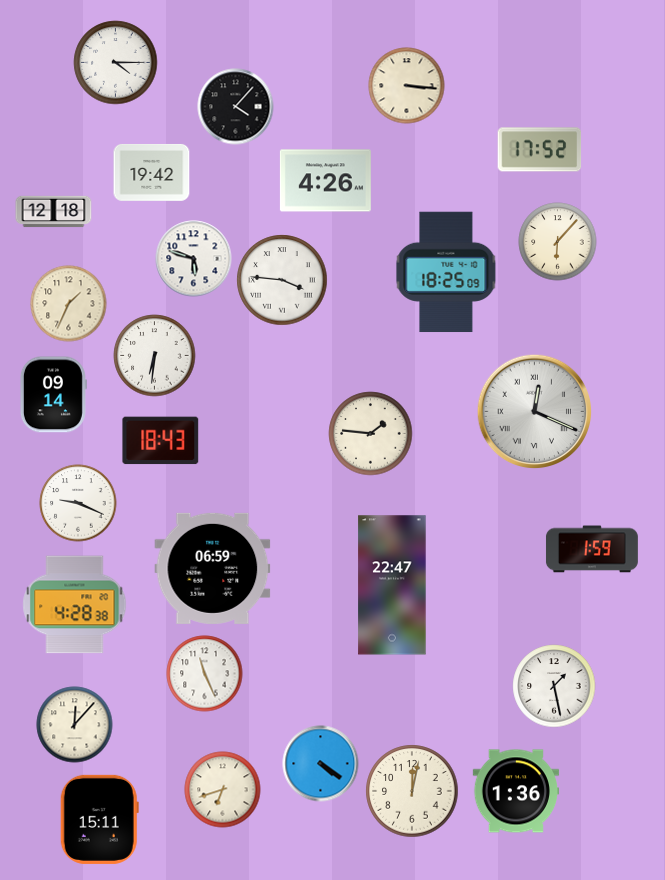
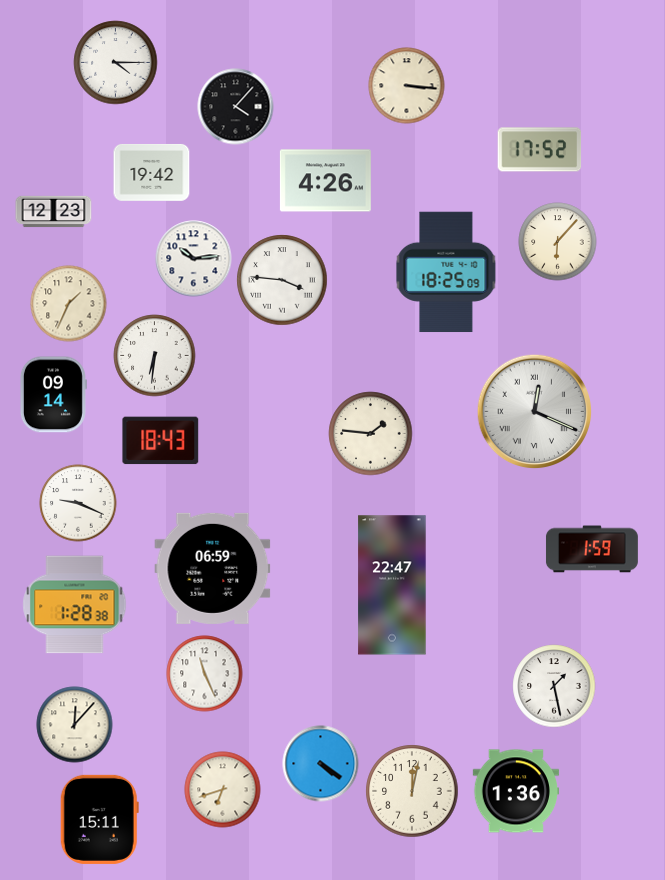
clock at (54, 212): 12:18 -> 12:23
clock at (194, 259): 5:48 -> 10:14
clock at (75, 605): 4:28 -> 1:28
